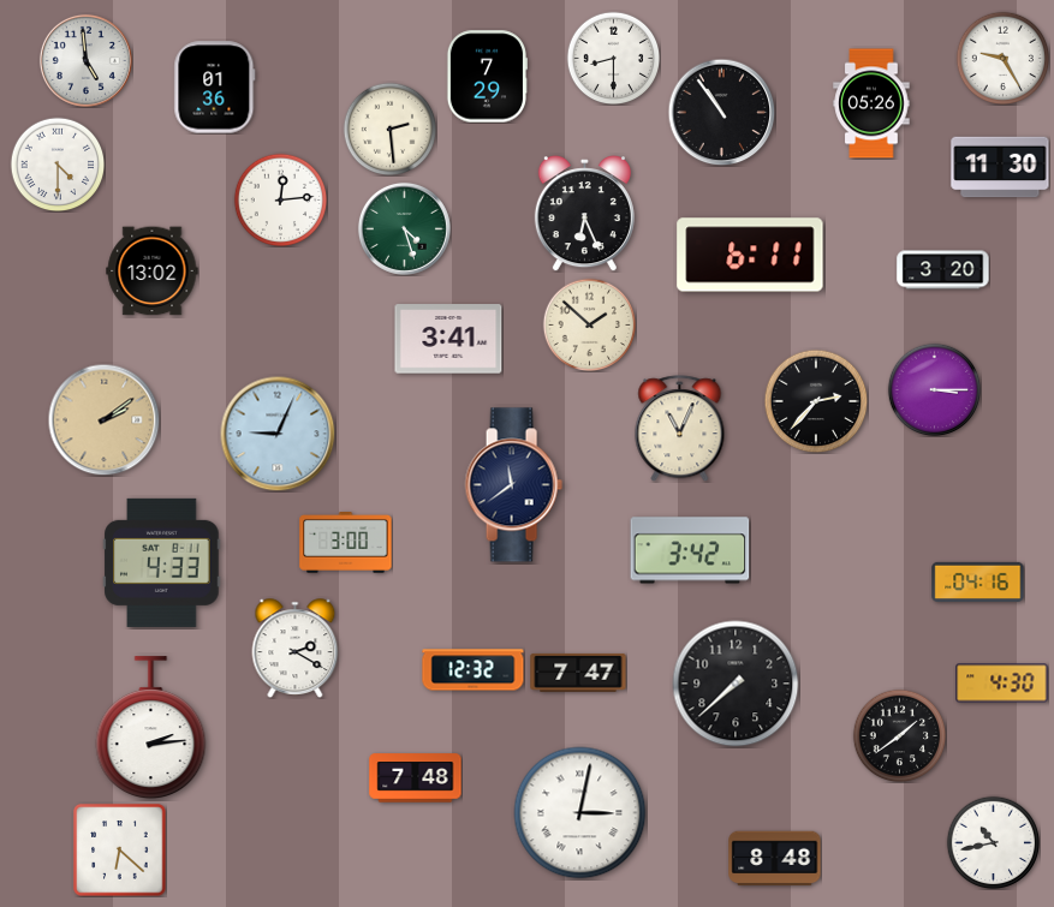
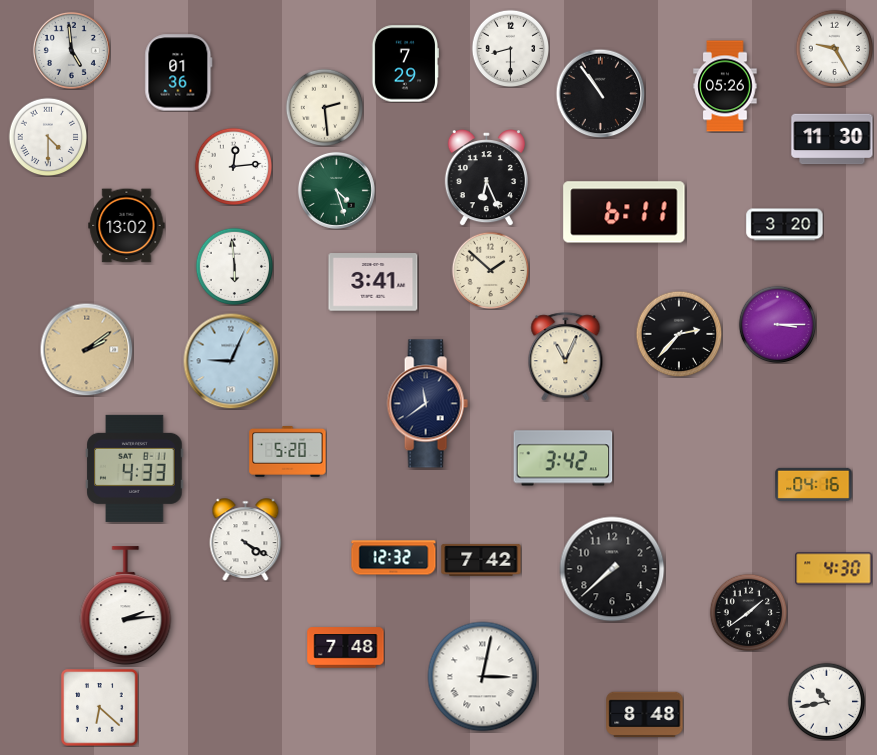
clock at (234, 266): none -> 5:59
clock at (346, 543): 3:00 -> 5:20
clock at (690, 550) position: (690, 550) -> (563, 458)
clock at (296, 648): 2:20 -> 4:20
clock at (578, 673): 7:47 -> 7:42
